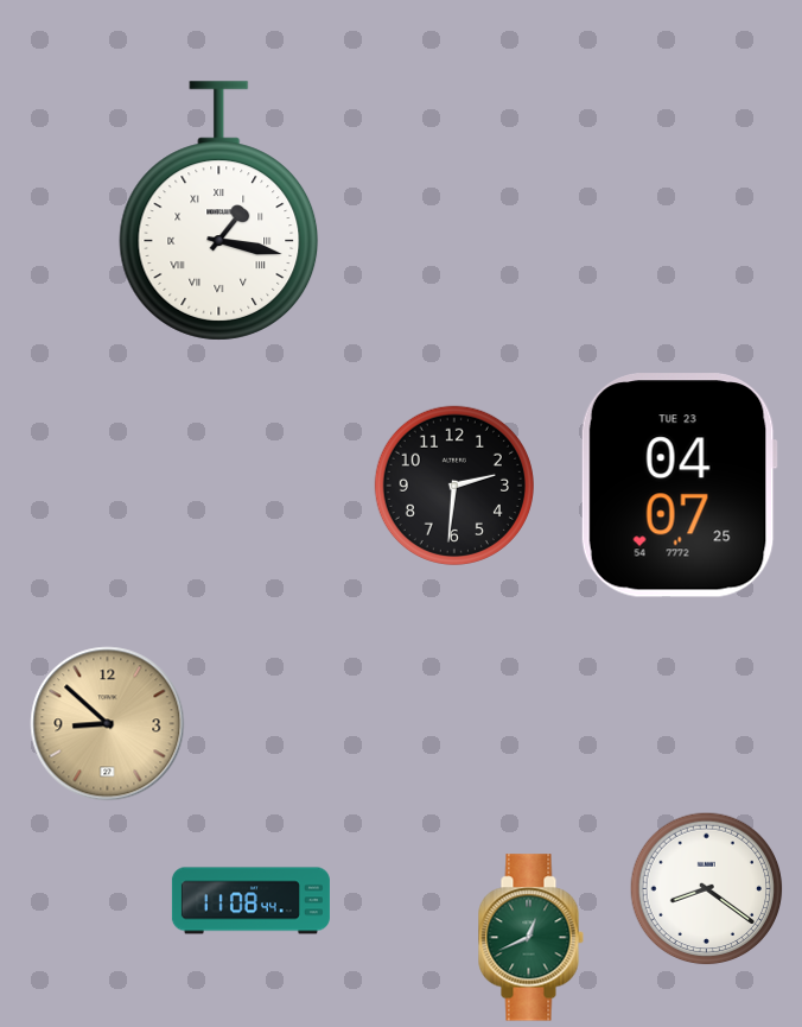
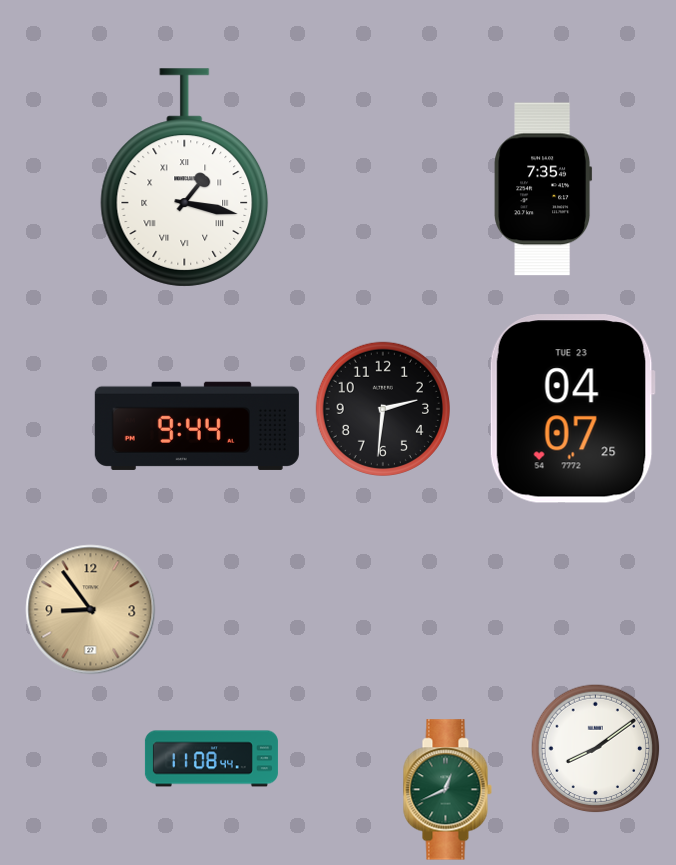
clock at (543, 189): none -> 7:35
clock at (197, 426): none -> 9:44
clock at (108, 724): 8:52 -> 8:54
clock at (707, 889): 8:21 -> 8:09
